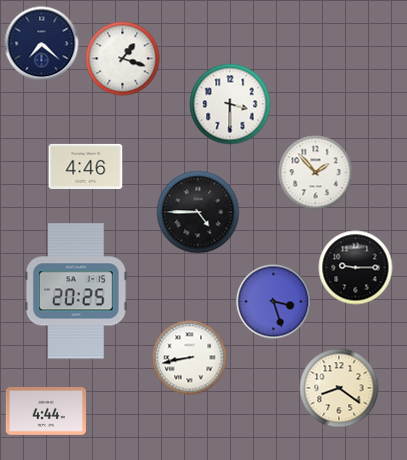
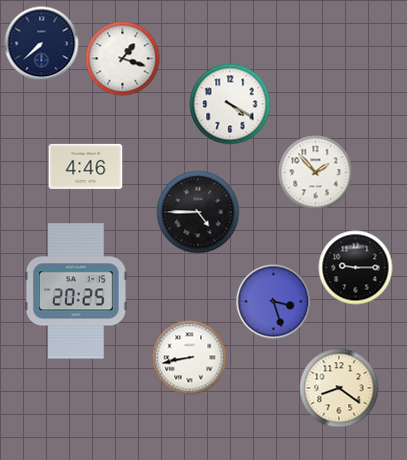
clock at (42, 44): 7:22 -> 7:38
clock at (230, 104): 3:30 -> 4:20
clock at (46, 412): 4:44 -> none
